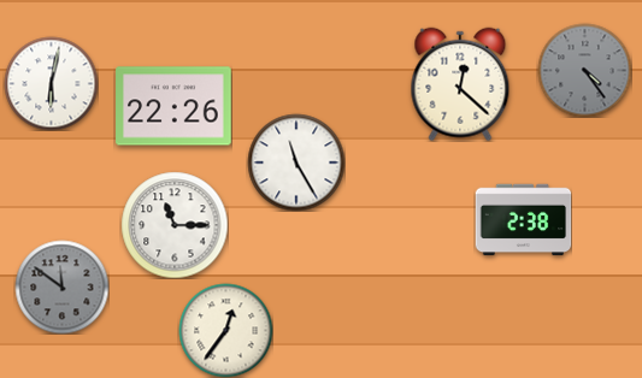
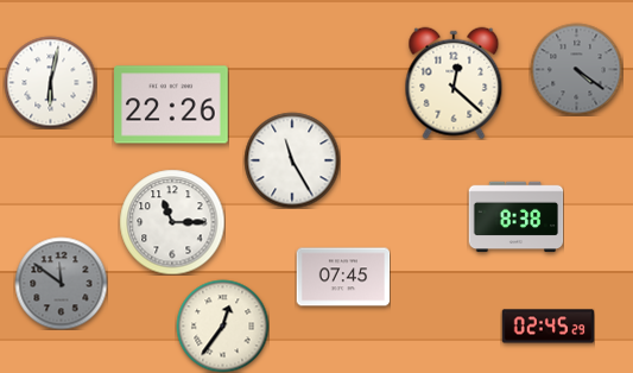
clock at (584, 70): 4:24 -> 4:21
clock at (523, 220): 2:38 -> 8:38
clock at (343, 277): none -> 07:45
clock at (547, 327): none -> 02:45
